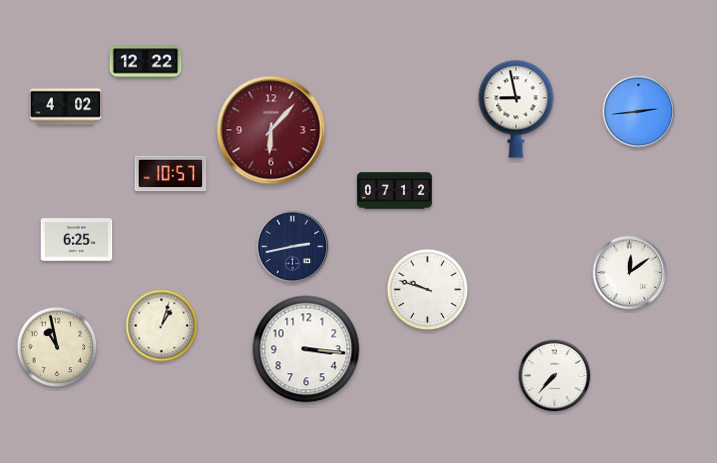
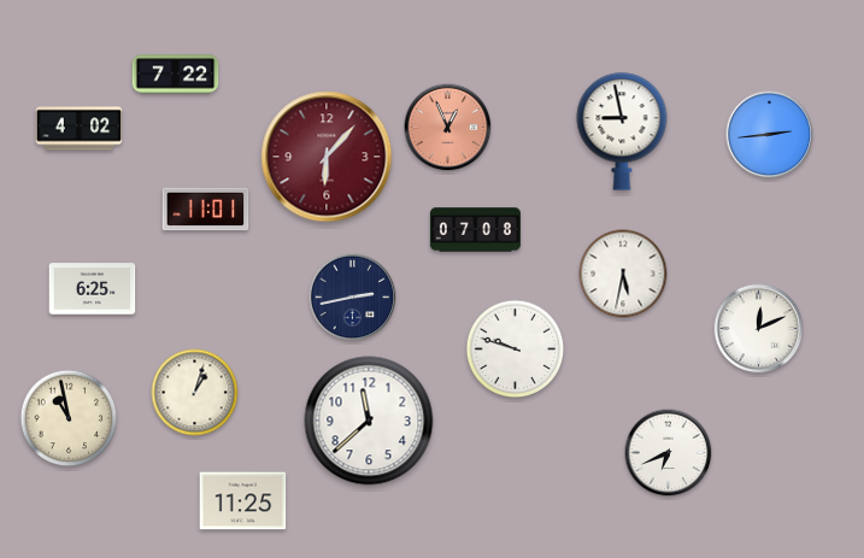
clock at (146, 62): 12:22 -> 7:22
clock at (448, 128): none -> 12:56
clock at (171, 174): 10:57 -> 11:01
clock at (394, 191): 07:12 -> 07:08
clock at (623, 274): none -> 5:32
clock at (630, 273): 12:09 -> 12:11
clock at (306, 349): 3:16 -> 11:38
clock at (555, 376): 7:37 -> 6:41
clock at (243, 501): none -> 11:25
